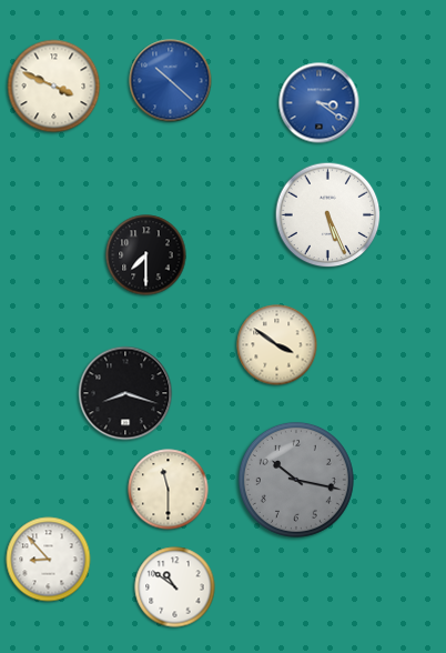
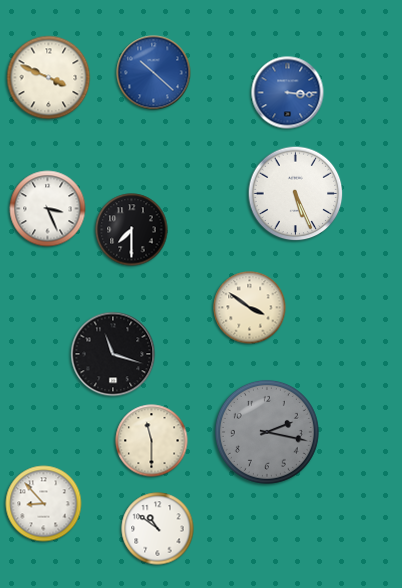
clock at (320, 103): 3:21 -> 3:16
clock at (48, 209): none -> 3:26
clock at (277, 345) position: (277, 345) -> (250, 308)
clock at (125, 393): 8:18 -> 11:18
clock at (296, 480): 10:17 -> 2:17
